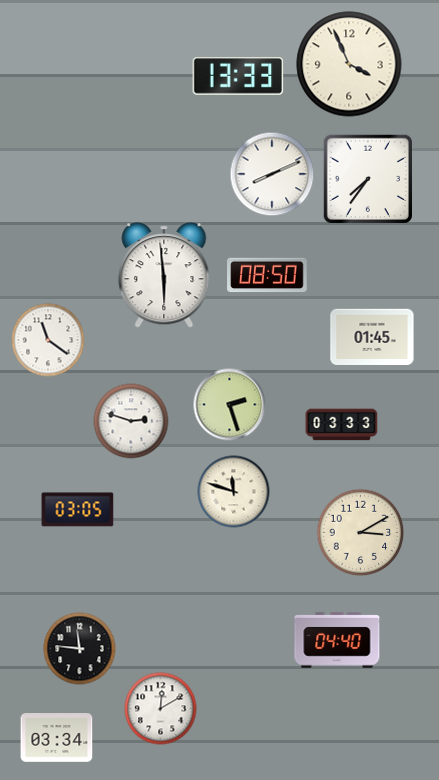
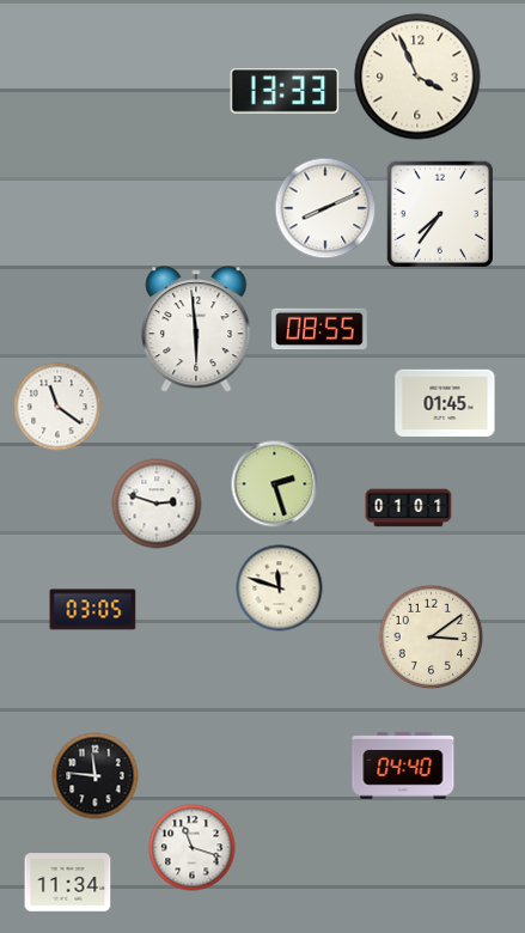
clock at (267, 275): 08:50 -> 08:55
clock at (342, 425): 03:33 -> 01:01
clock at (361, 533): 3:10 -> 3:09
clock at (161, 709): 12:10 -> 11:18
clock at (57, 738): 03:34 -> 11:34
